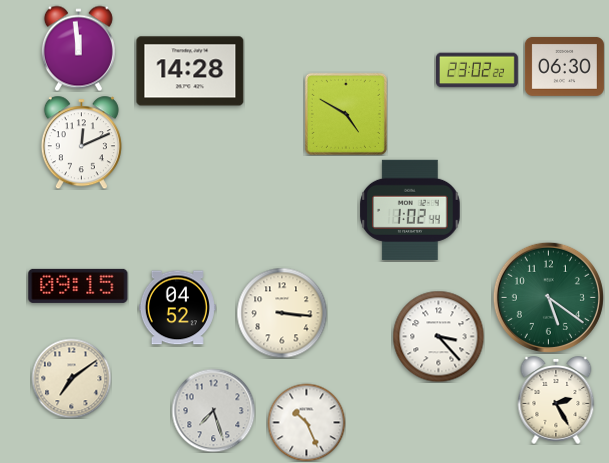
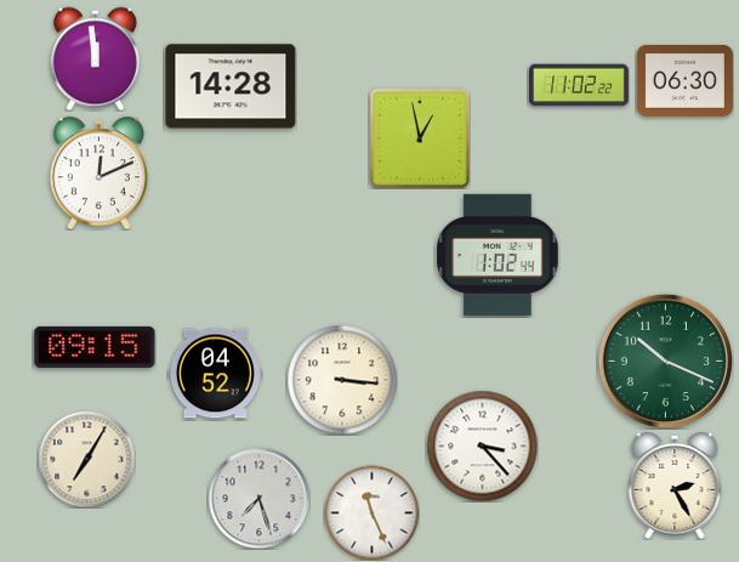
clock at (478, 70): 23:02 -> 11:02
clock at (346, 114): 4:50 -> 12:58
clock at (548, 297): 5:21 -> 10:19
clock at (438, 336) position: (438, 336) -> (482, 445)
clock at (71, 378): 7:09 -> 7:05
clock at (306, 422): 10:26 -> 11:26
